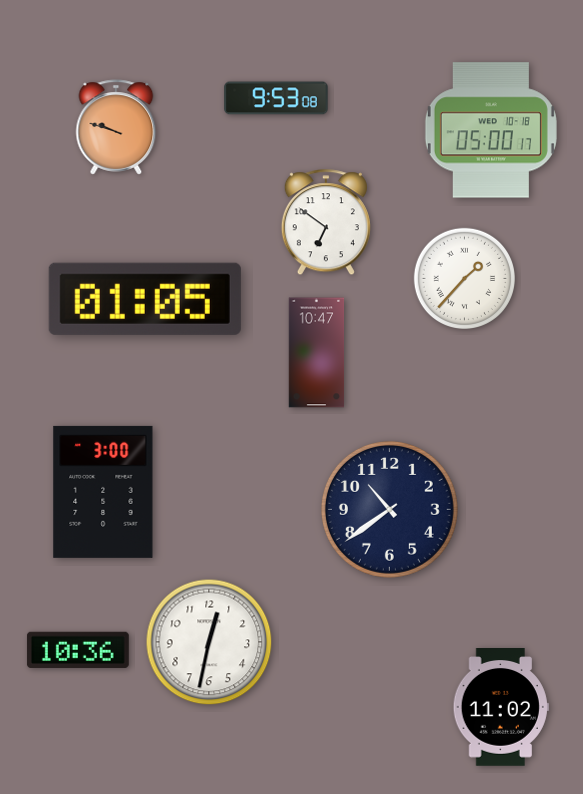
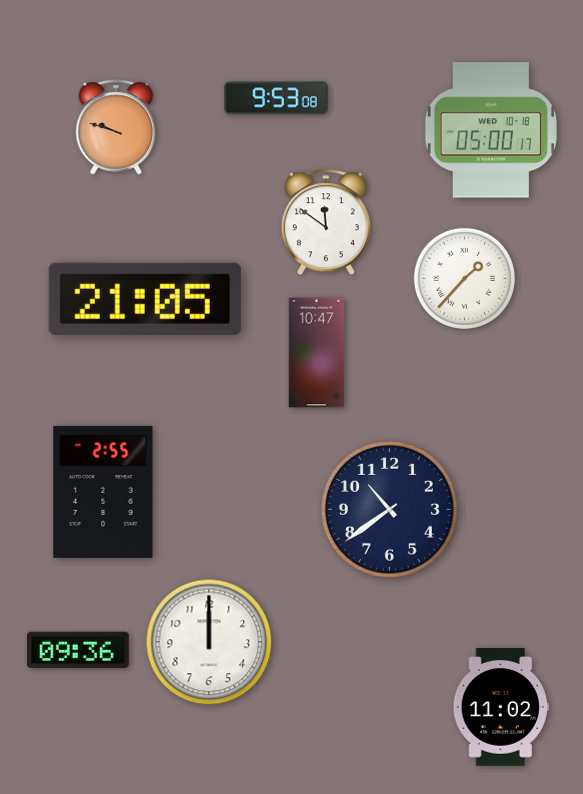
clock at (326, 223): 6:51 -> 11:51
clock at (145, 299): 01:05 -> 21:05
clock at (103, 492): 3:00 -> 2:55
clock at (209, 642): 12:32 -> 12:00
clock at (78, 650): 10:36 -> 09:36
